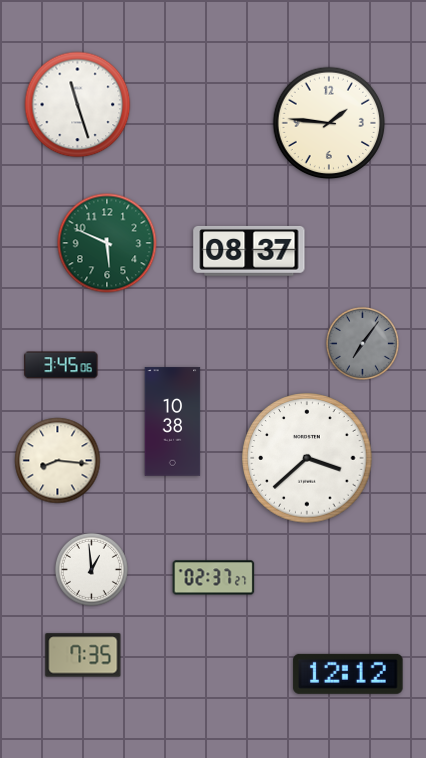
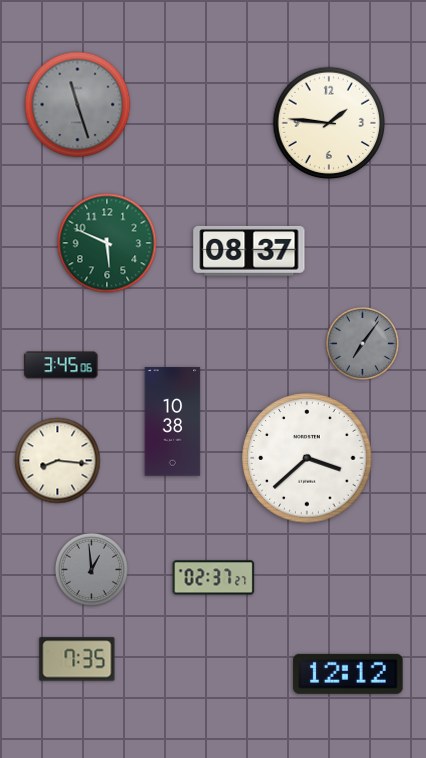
clock at (78, 105) dial: white -> grey
clock at (91, 569) dial: white -> grey
clock at (83, 655) position: (83, 655) -> (77, 659)
